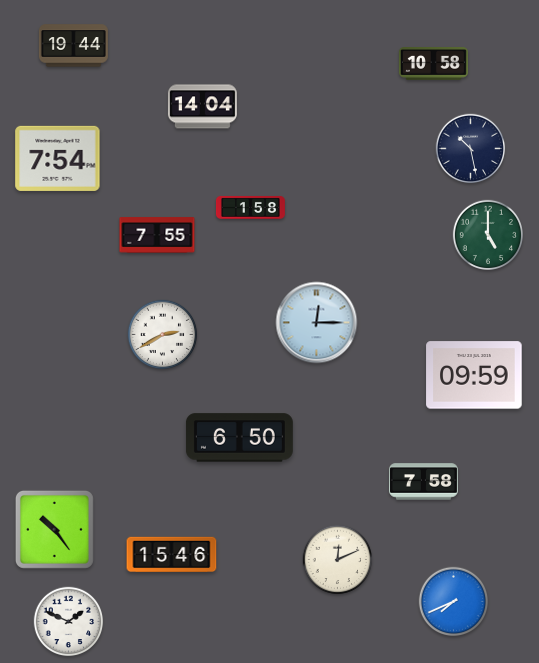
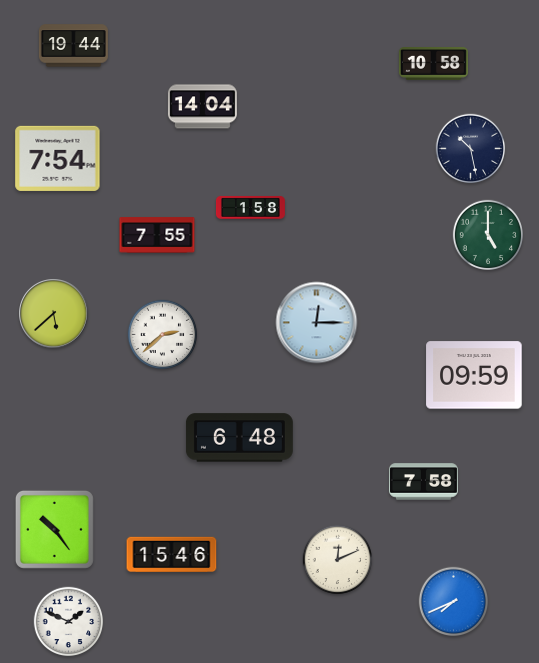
clock at (54, 314): none -> 5:38
clock at (163, 335): 2:40 -> 2:38
clock at (239, 438): 6:50 -> 6:48
